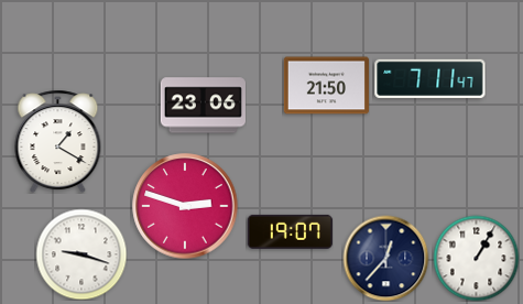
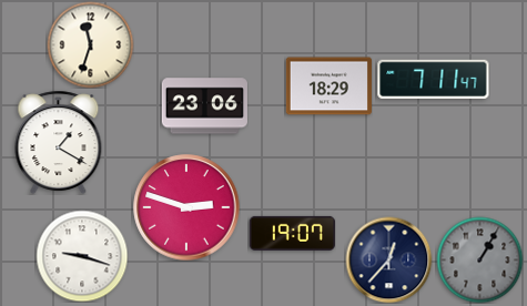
clock at (90, 44): none -> 11:33
clock at (326, 86): 21:50 -> 18:29
clock at (476, 258) dial: white -> grey
